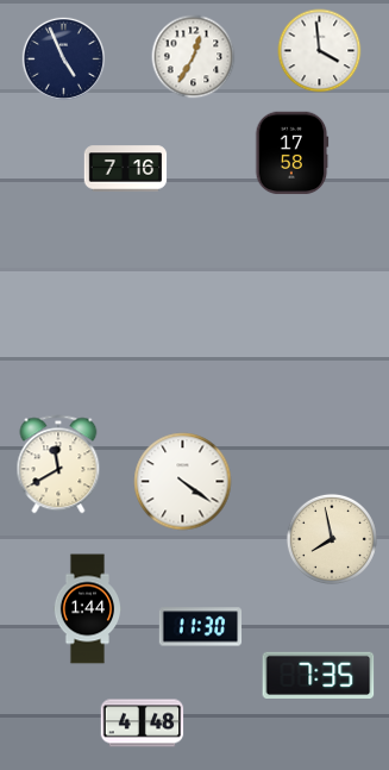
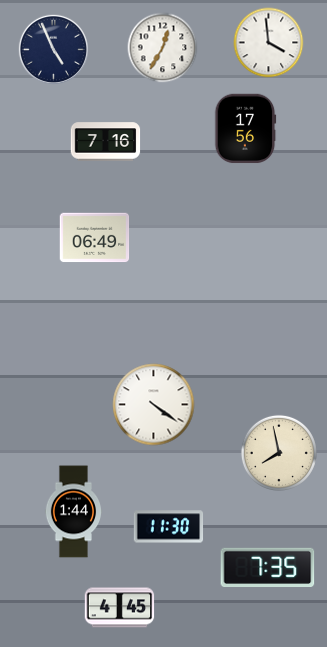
clock at (293, 154): 17:58 -> 17:56
clock at (95, 238): none -> 06:49
clock at (58, 464): 11:40 -> none
clock at (143, 724): 4:48 -> 4:45
